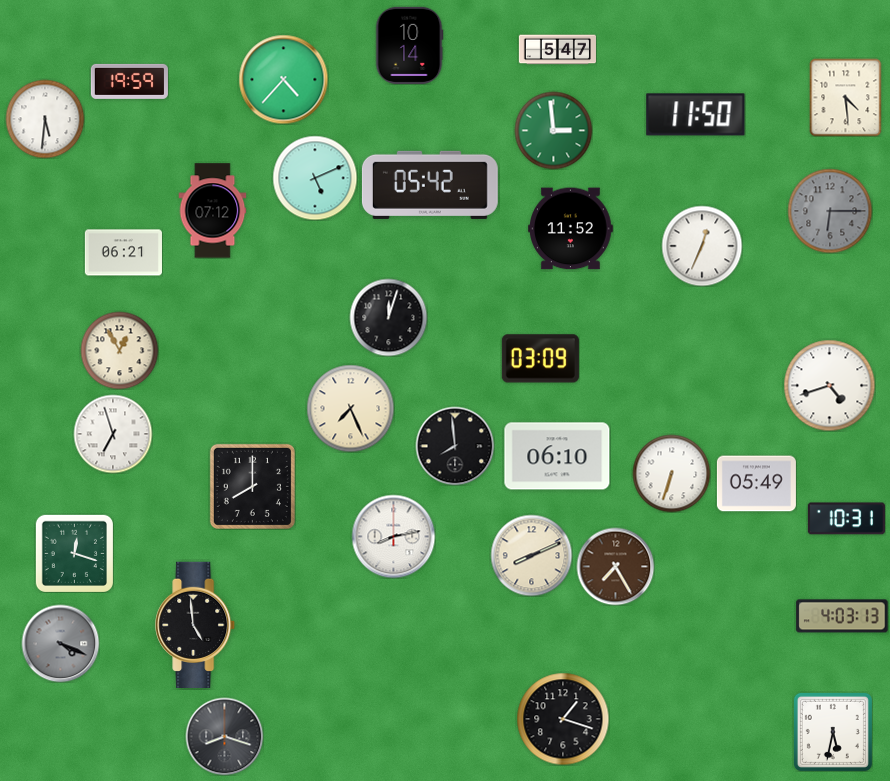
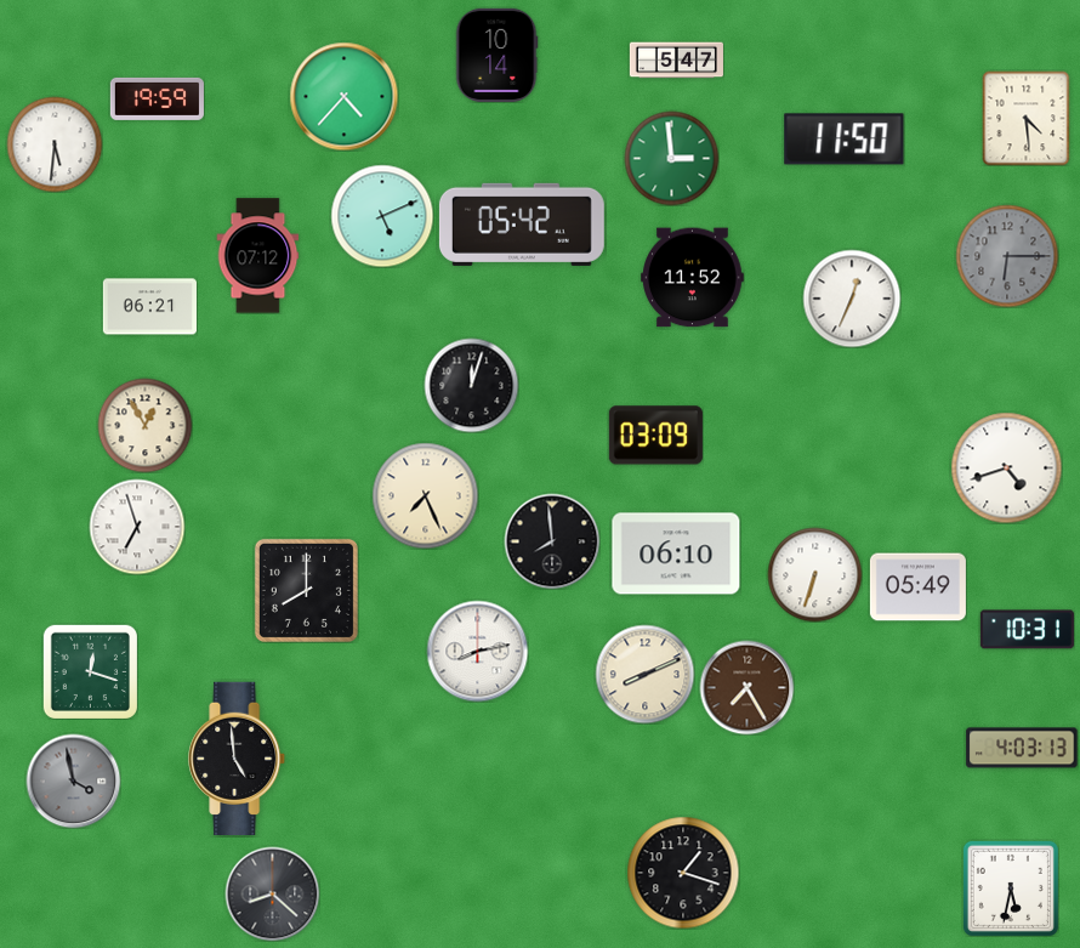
clock at (60, 643): 4:19 -> 3:58
clock at (224, 736): 8:18 -> 8:22
